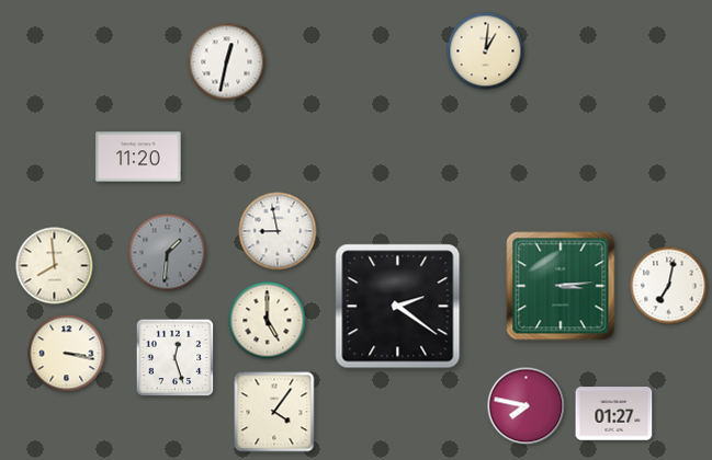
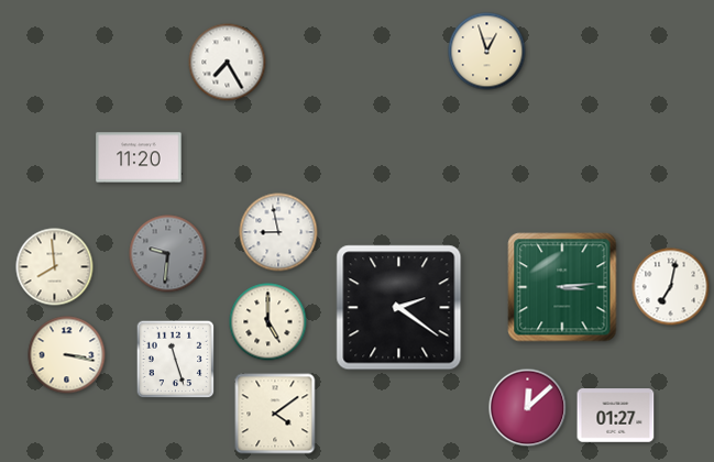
clock at (486, 51): 1:01 -> 12:57
clock at (227, 62): 12:32 -> 7:25
clock at (168, 253): 1:31 -> 9:31
clock at (176, 358): 12:27 -> 11:27
clock at (527, 406): 7:47 -> 12:08
clock at (274, 412): 4:06 -> 4:09
